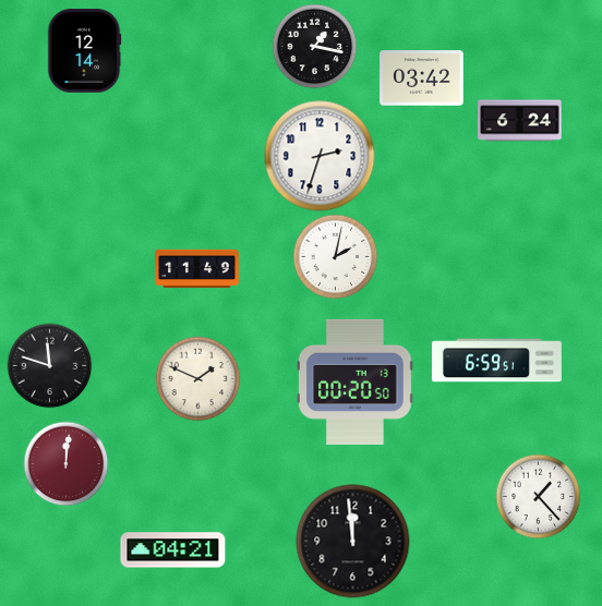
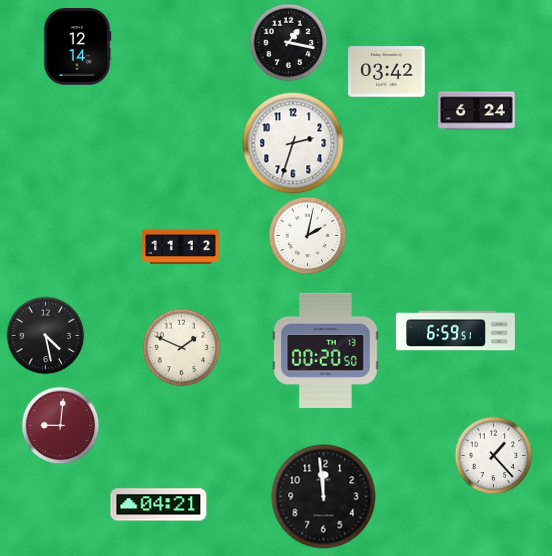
clock at (197, 269): 11:49 -> 11:12
clock at (49, 365): 11:48 -> 4:28
clock at (65, 463): 12:01 -> 9:01
